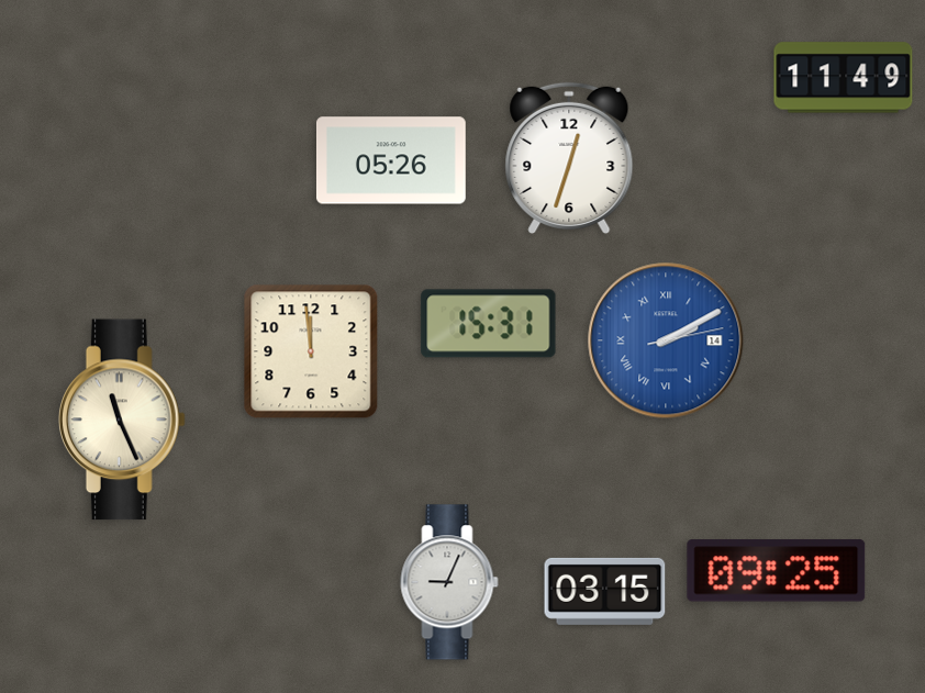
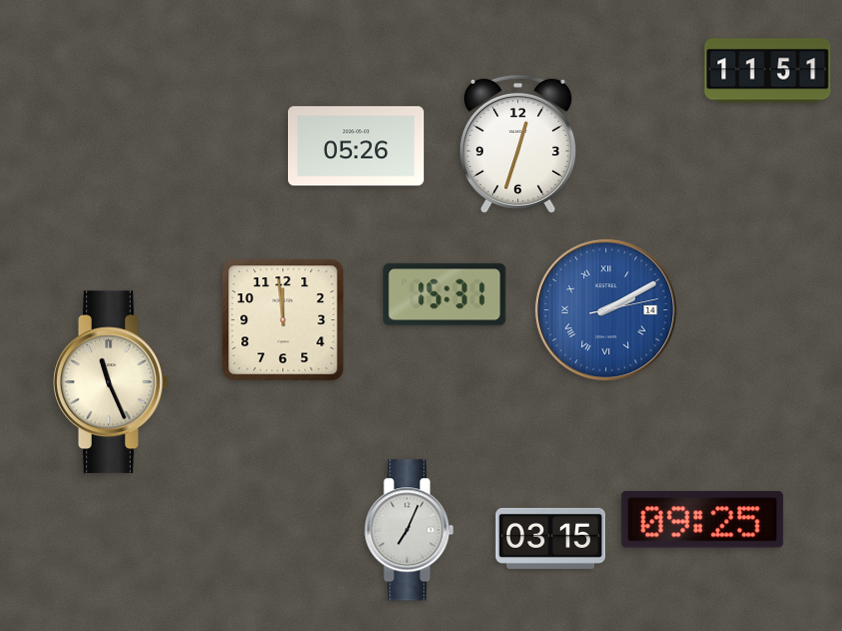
clock at (844, 78): 11:49 -> 11:51
clock at (777, 571) position: (777, 571) -> (703, 520)
clock at (449, 582): 9:04 -> 7:04
